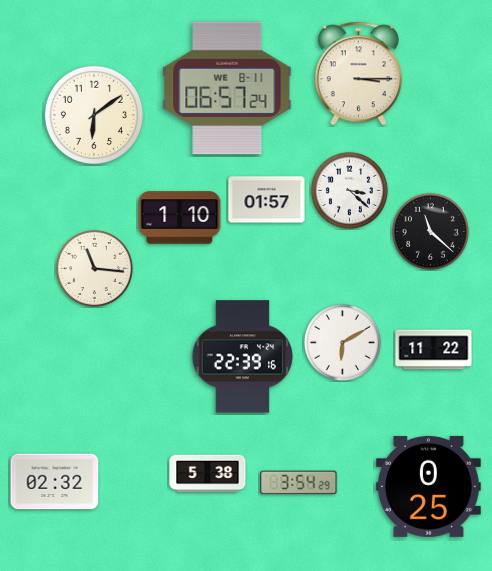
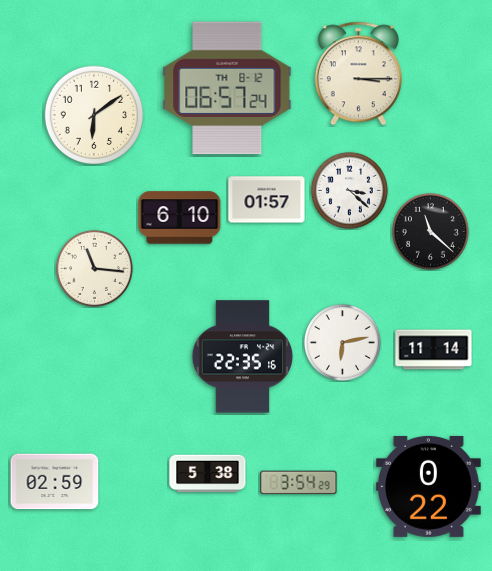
clock at (227, 88) date: WE 8-11 -> TH 8-12
clock at (180, 218): 1:10 -> 6:10
clock at (342, 342): 6:10 -> 6:13
clock at (434, 350): 11:22 -> 11:14
clock at (243, 357): 22:39 -> 22:35
clock at (55, 482): 02:32 -> 02:59
clock at (428, 486): 0:25 -> 0:22
